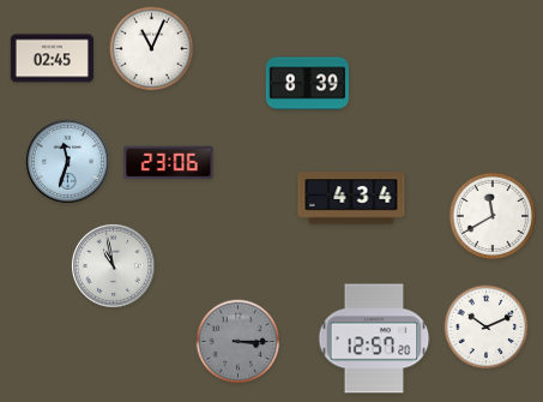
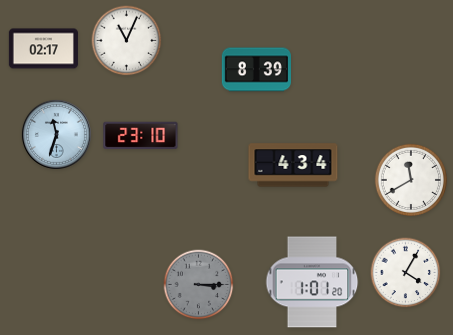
clock at (52, 59): 02:45 -> 02:17
clock at (169, 163): 23:06 -> 23:10
clock at (113, 265): 10:58 -> none
clock at (487, 328): 10:11 -> 4:05
clock at (374, 338): 12:57 -> 1:01
